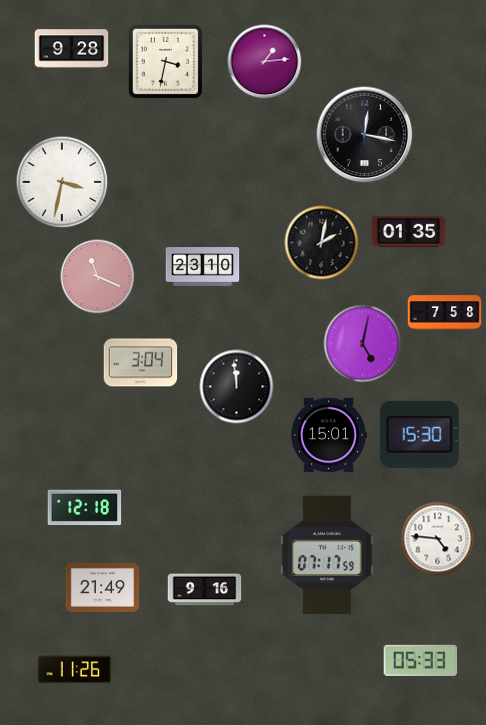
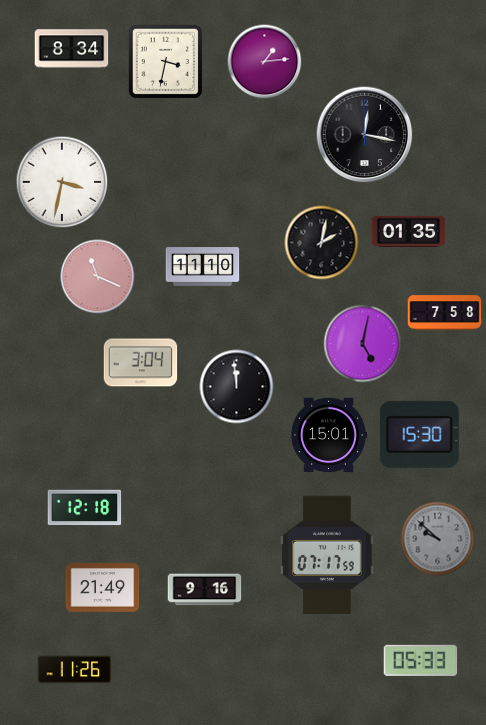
clock at (72, 49): 9:28 -> 8:34
clock at (203, 267): 23:10 -> 11:10
clock at (438, 539): 4:46 -> 9:52
clock at (438, 539) dial: white -> grey
